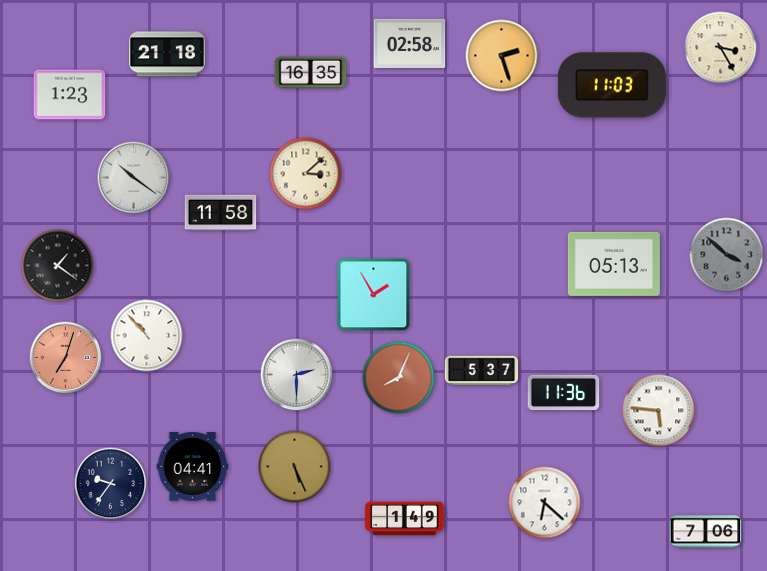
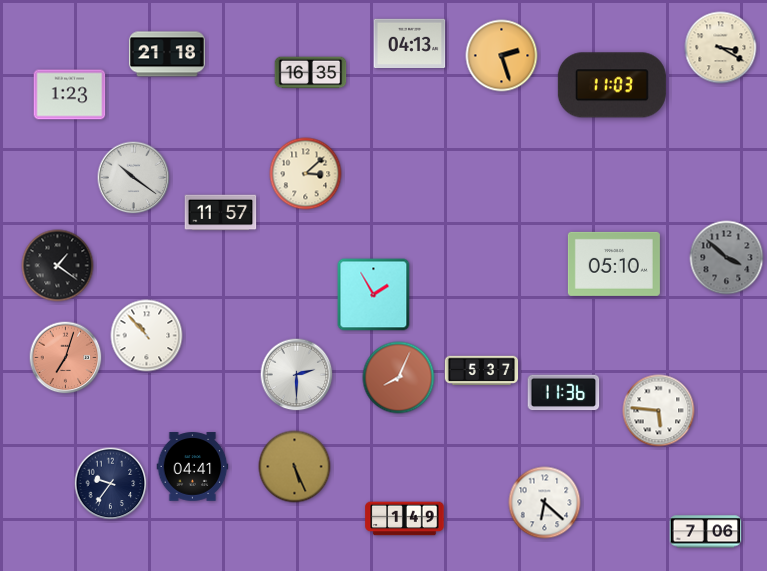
clock at (410, 44): 02:58 -> 04:13
clock at (721, 48): 3:25 -> 3:20
clock at (221, 213): 11:58 -> 11:57
clock at (727, 255) position: (727, 255) -> (727, 258)
clock at (614, 264): 05:13 -> 05:10
